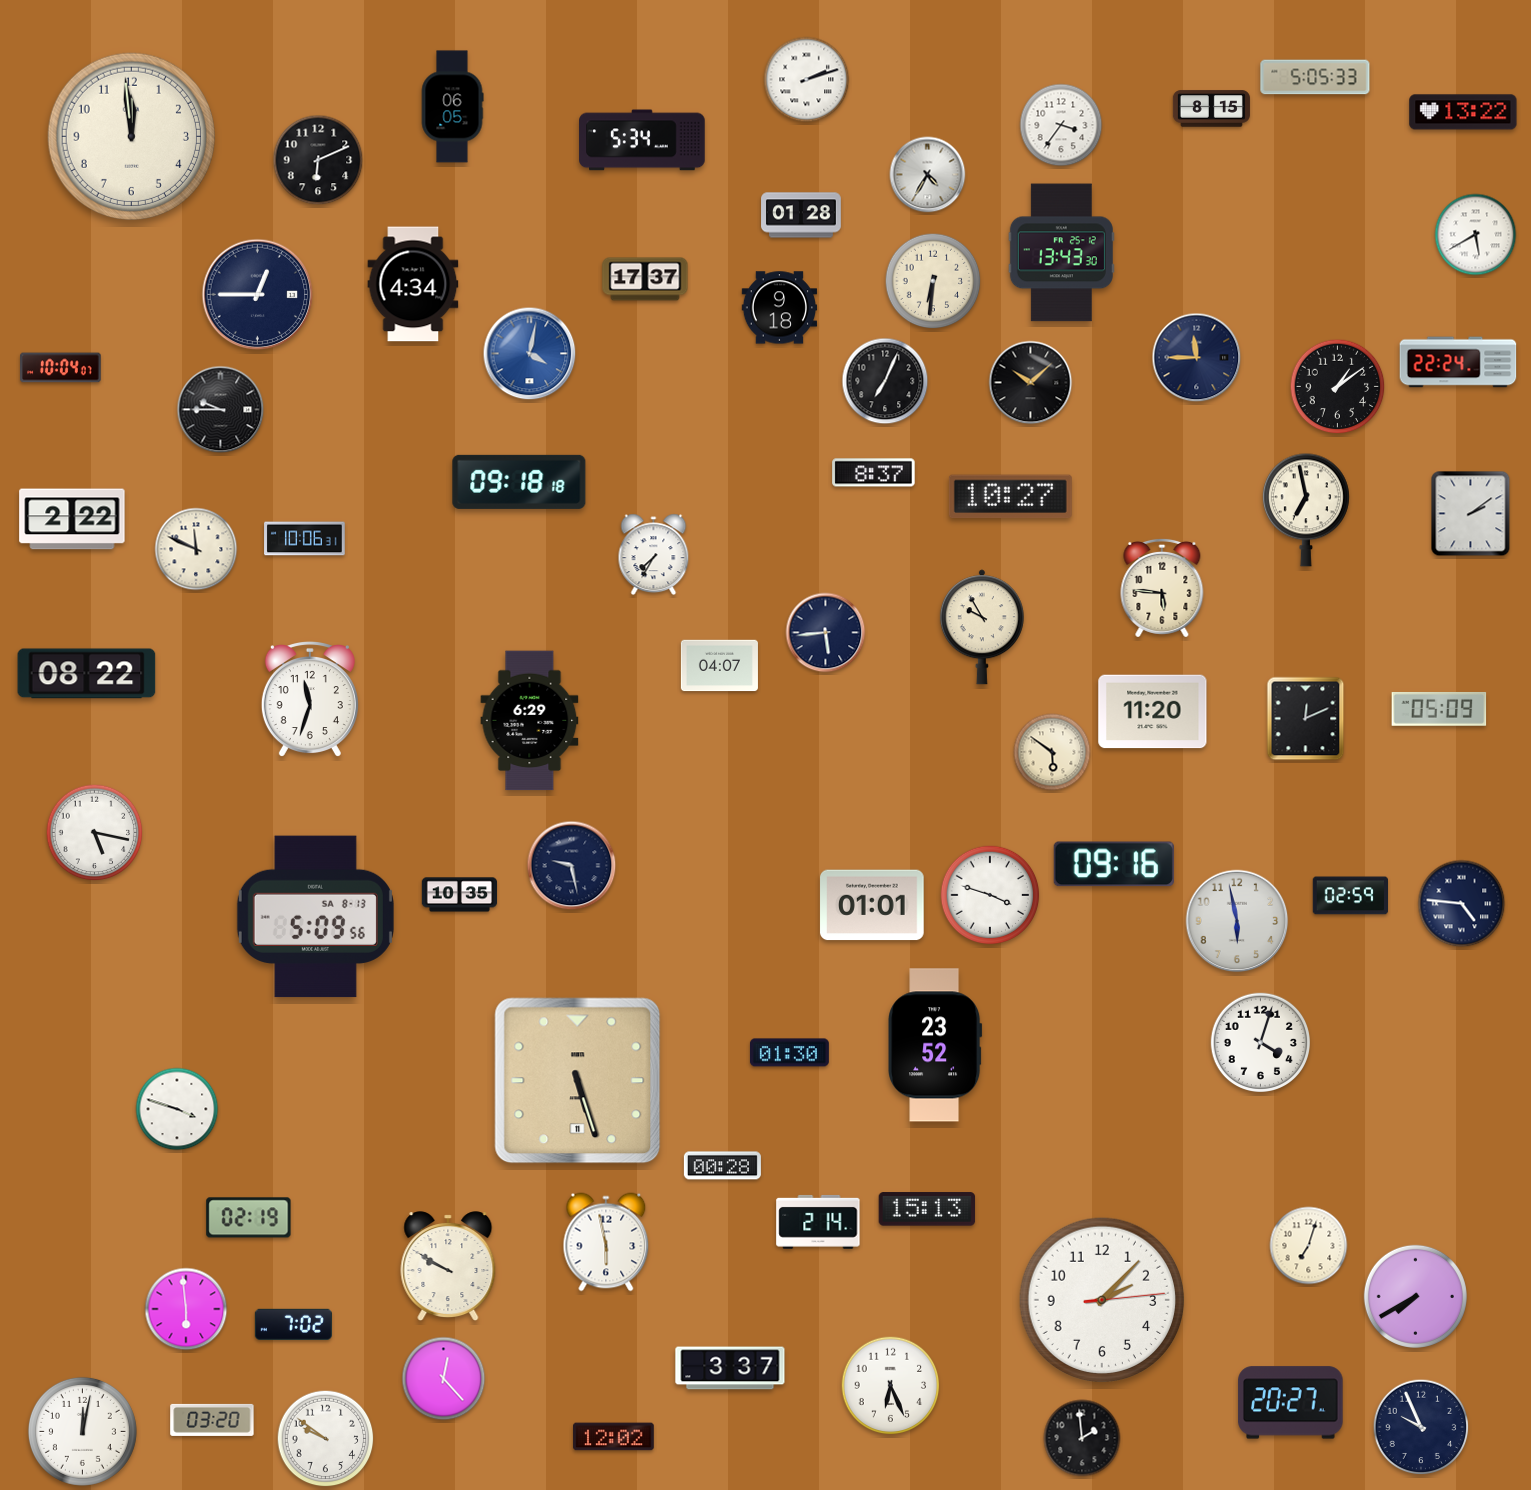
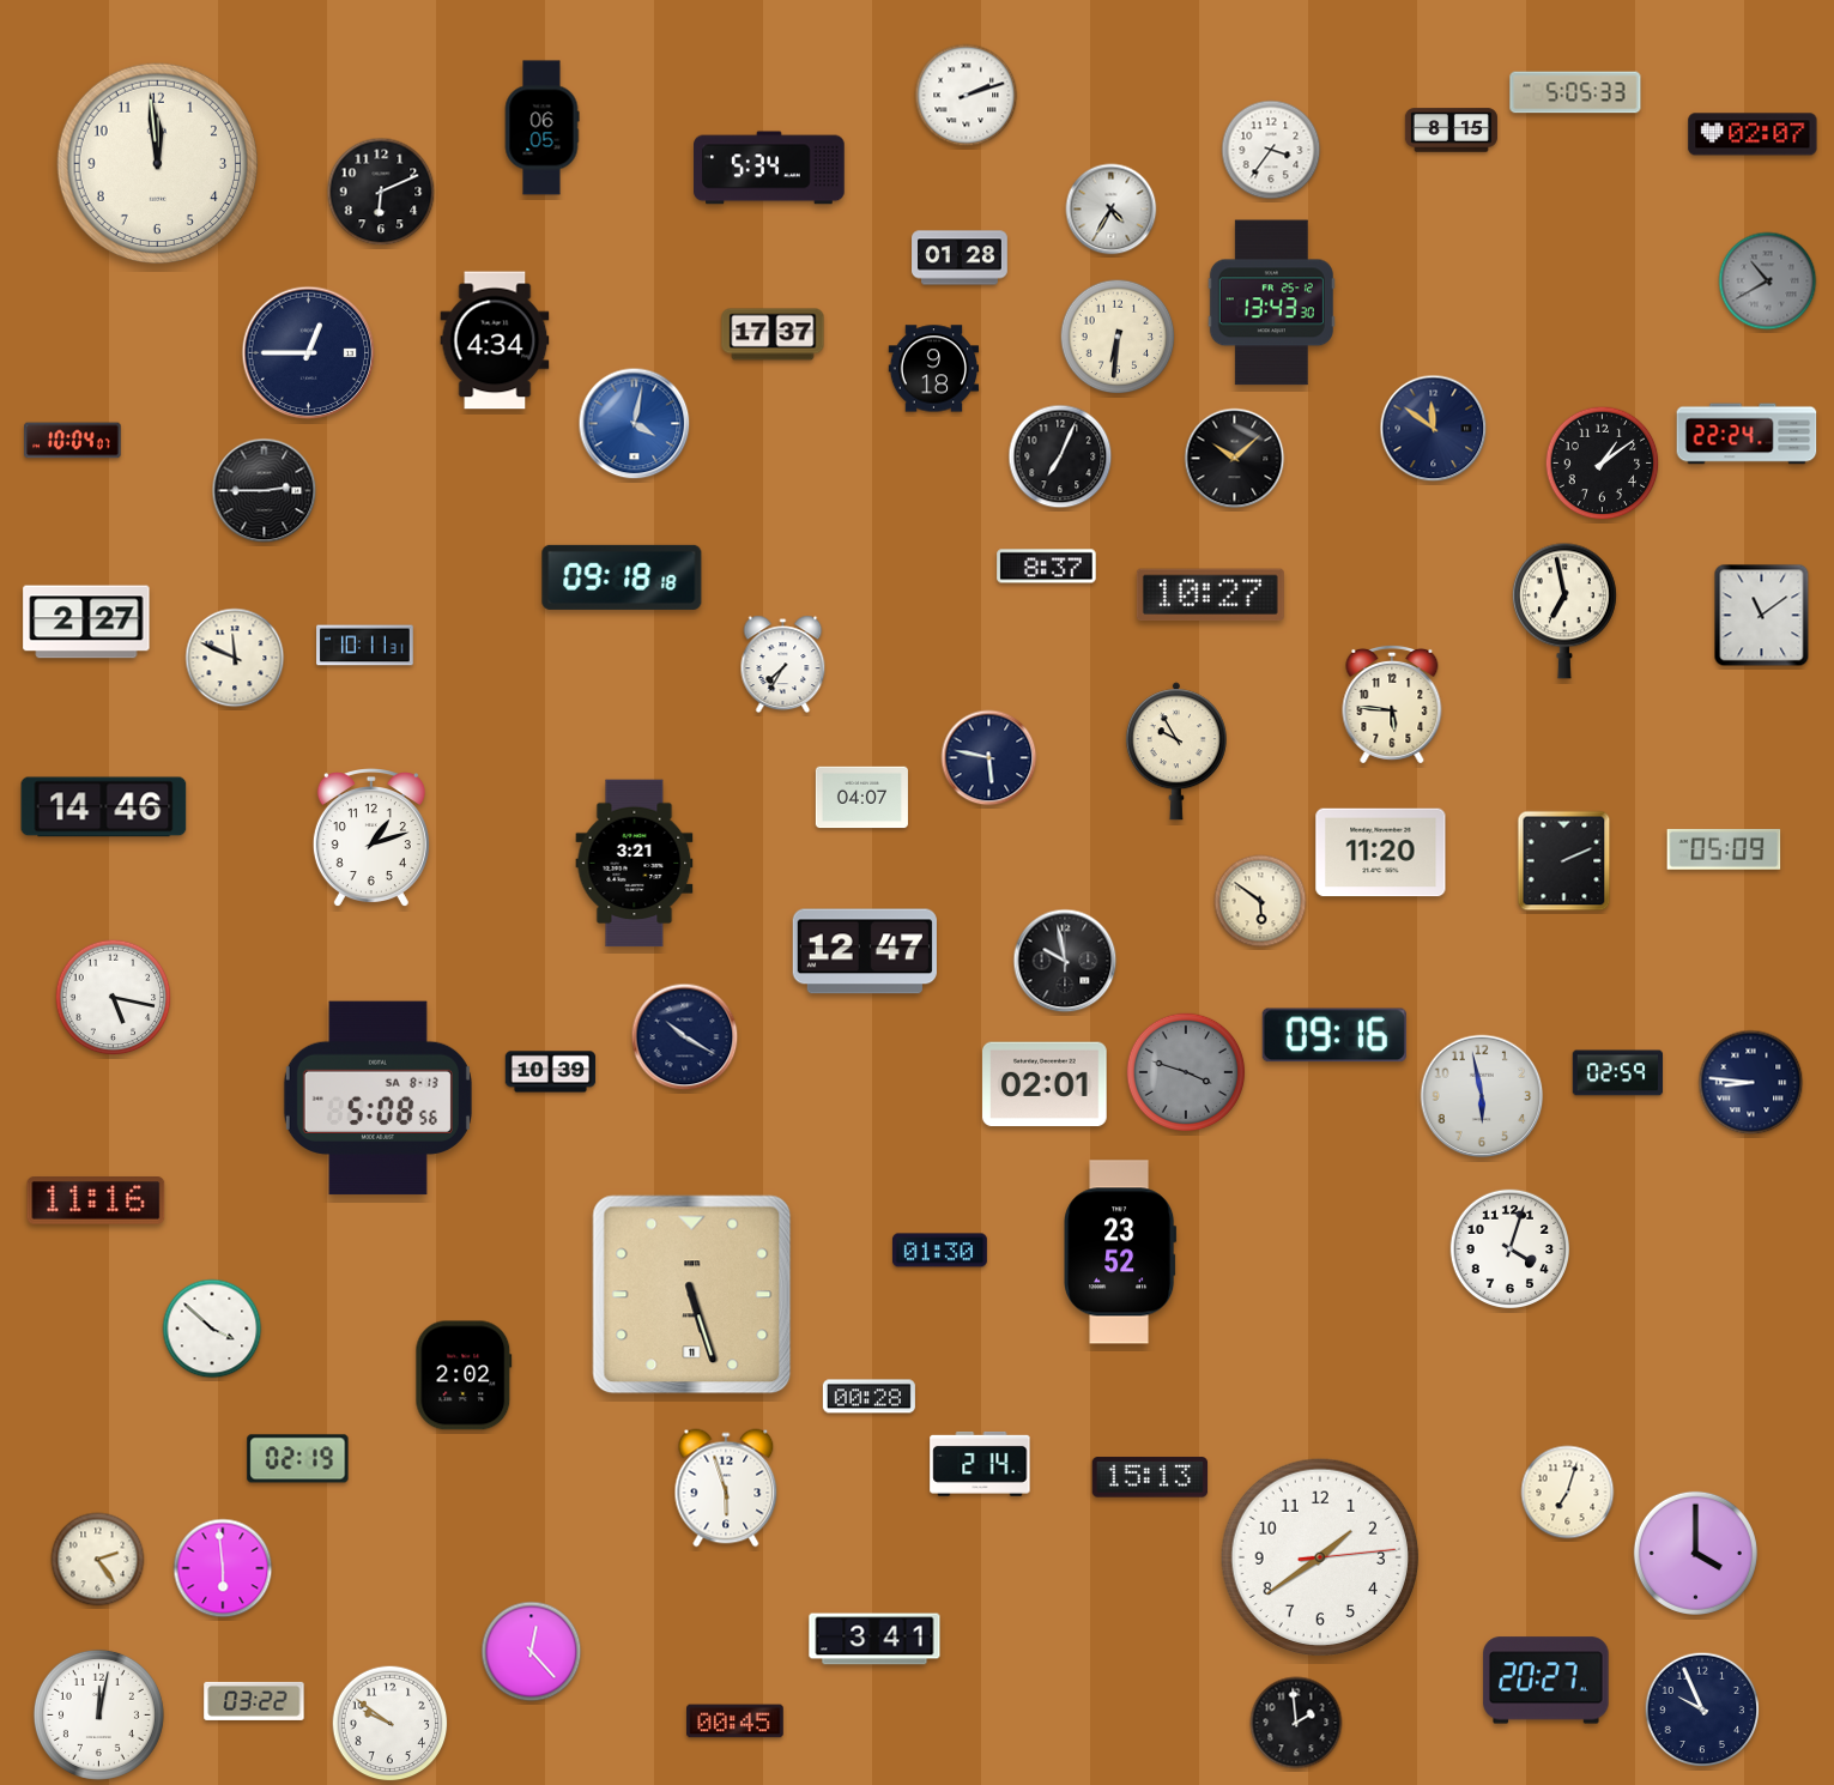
clock at (1463, 112): 13:22 -> 02:07
clock at (1476, 235): 5:40 -> 10:40
clock at (1476, 235) dial: white -> grey
clock at (1197, 358): 11:45 -> 11:51
clock at (221, 410): 9:45 -> 2:45
clock at (1471, 514): 2:09 -> 11:09
clock at (72, 519): 2:22 -> 2:27
clock at (305, 539): 10:06 -> 10:11
clock at (826, 633): 5:44 -> 5:47
clock at (87, 674): 08:22 -> 14:46
clock at (310, 700): 11:33 -> 1:12
clock at (1306, 719): 12:11 -> 2:11
clock at (530, 721): 6:29 -> 3:21
clock at (865, 951): none -> 12:47
clock at (1065, 961): none -> 9:58
clock at (572, 866): 9:28 -> 10:20
clock at (460, 895): 10:35 -> 10:39
clock at (990, 895) dial: white -> grey
clock at (1462, 904): 4:46 -> 8:46
clock at (872, 905): 01:01 -> 02:01
clock at (315, 917): 5:09 -> 5:08
clock at (1237, 921) position: (1237, 921) -> (1482, 1096)
clock at (96, 1202): none -> 11:16
clock at (789, 1053) position: (789, 1053) -> (939, 1251)
clock at (177, 1109): 3:48 -> 3:52
clock at (464, 1375): none -> 2:02
clock at (722, 1166) position: (722, 1166) -> (868, 1397)
clock at (927, 1209) position: (927, 1209) -> (1150, 1477)
clock at (606, 1242): 5:58 -> 5:57
clock at (448, 1266): 9:50 -> none
clock at (1415, 1296): 7:40 -> 4:00
clock at (1102, 1300): 2:07 -> 1:39
clock at (98, 1560): none -> 2:24
clock at (293, 1324): 7:02 -> none
clock at (730, 1368): 3:37 -> 3:41
clock at (891, 1386): 6:26 -> none
clock at (212, 1420): 03:20 -> 03:22
clock at (614, 1437): 12:02 -> 00:45
